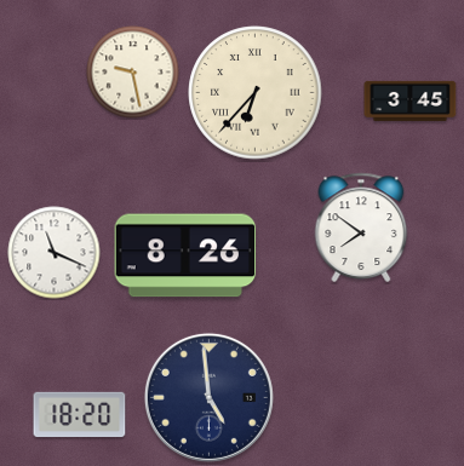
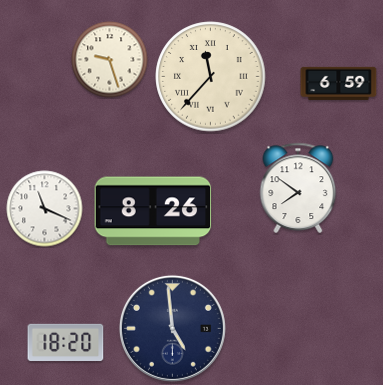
clock at (133, 73): 9:28 -> 9:27
clock at (256, 93): 6:37 -> 11:37
clock at (411, 100): 3:45 -> 6:59
